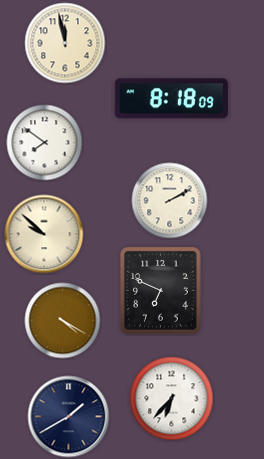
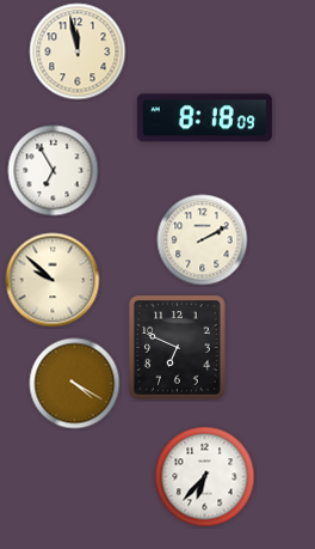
clock at (45, 143): 7:51 -> 6:55
clock at (161, 291) position: (161, 291) -> (178, 348)
clock at (69, 417): 1:40 -> none
